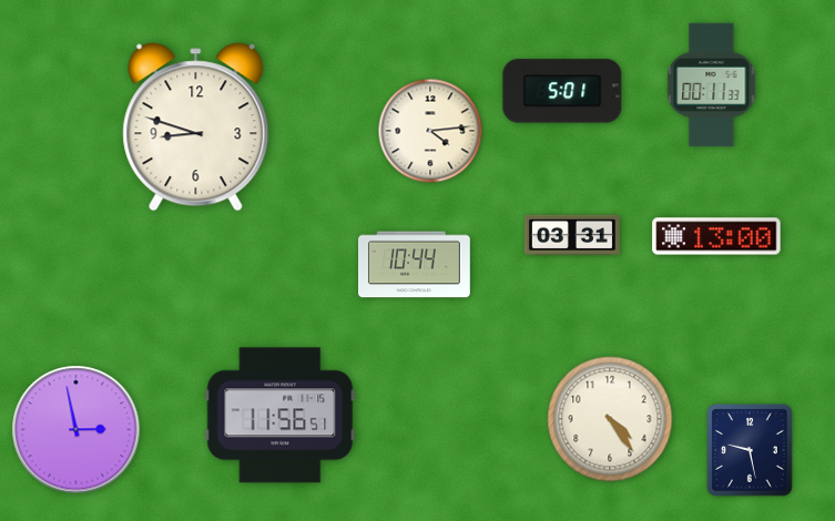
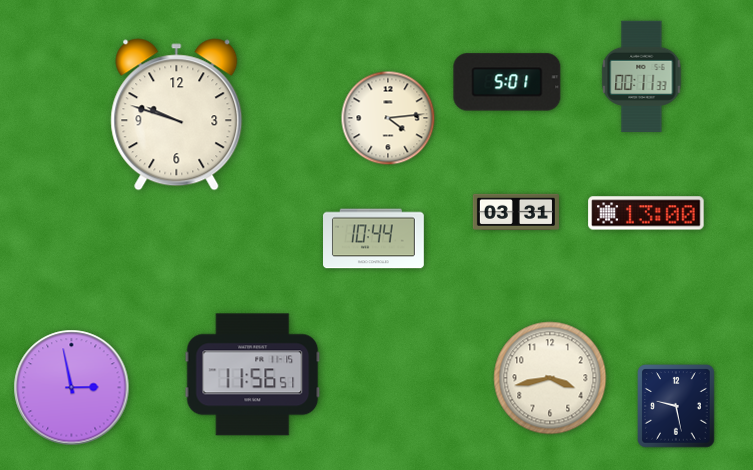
clock at (196, 127): 8:48 -> 9:48
clock at (610, 419): 4:24 -> 3:43
clock at (77, 430) position: (77, 430) -> (72, 388)
